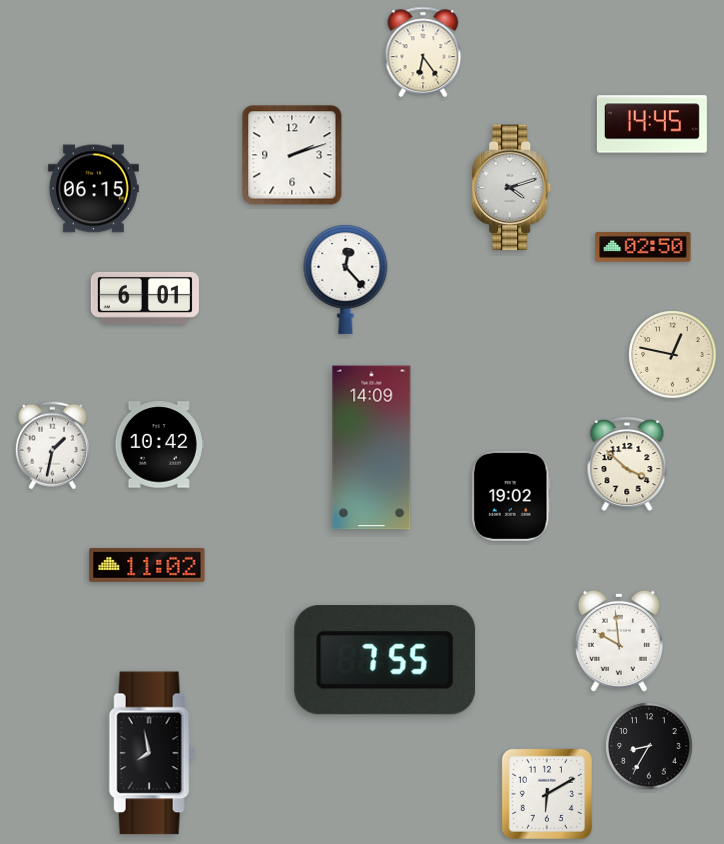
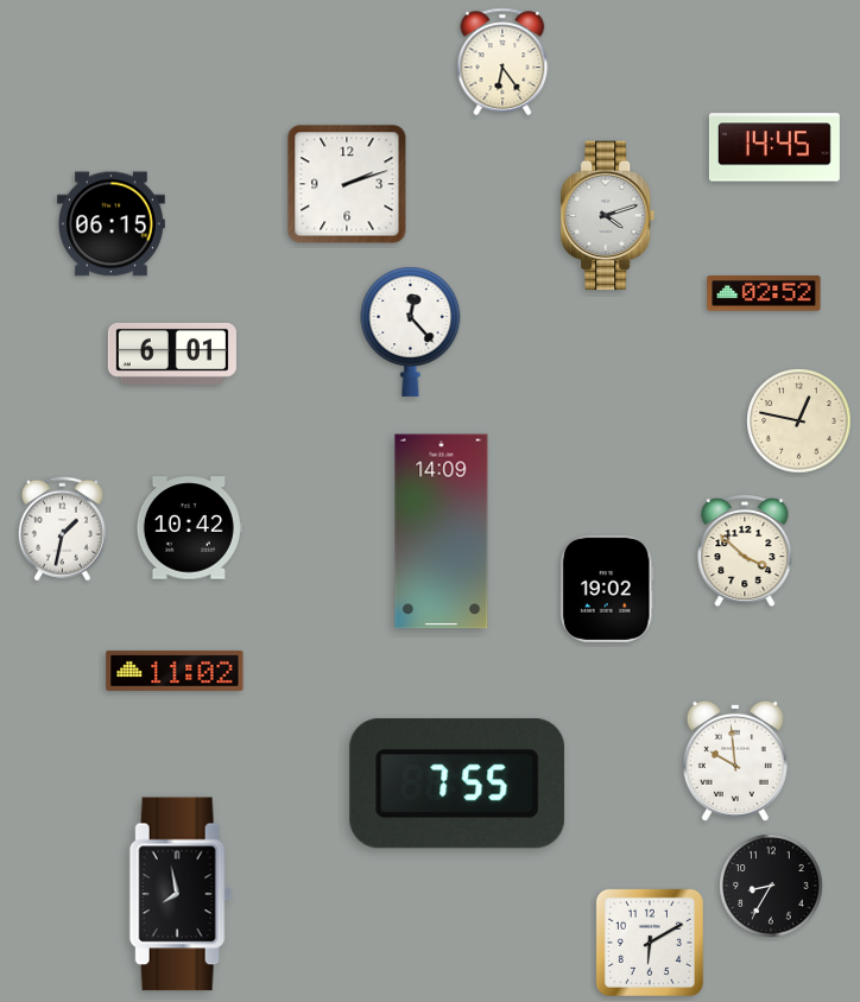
clock at (512, 188) position: (512, 188) -> (608, 216)
clock at (643, 247): 02:50 -> 02:52
